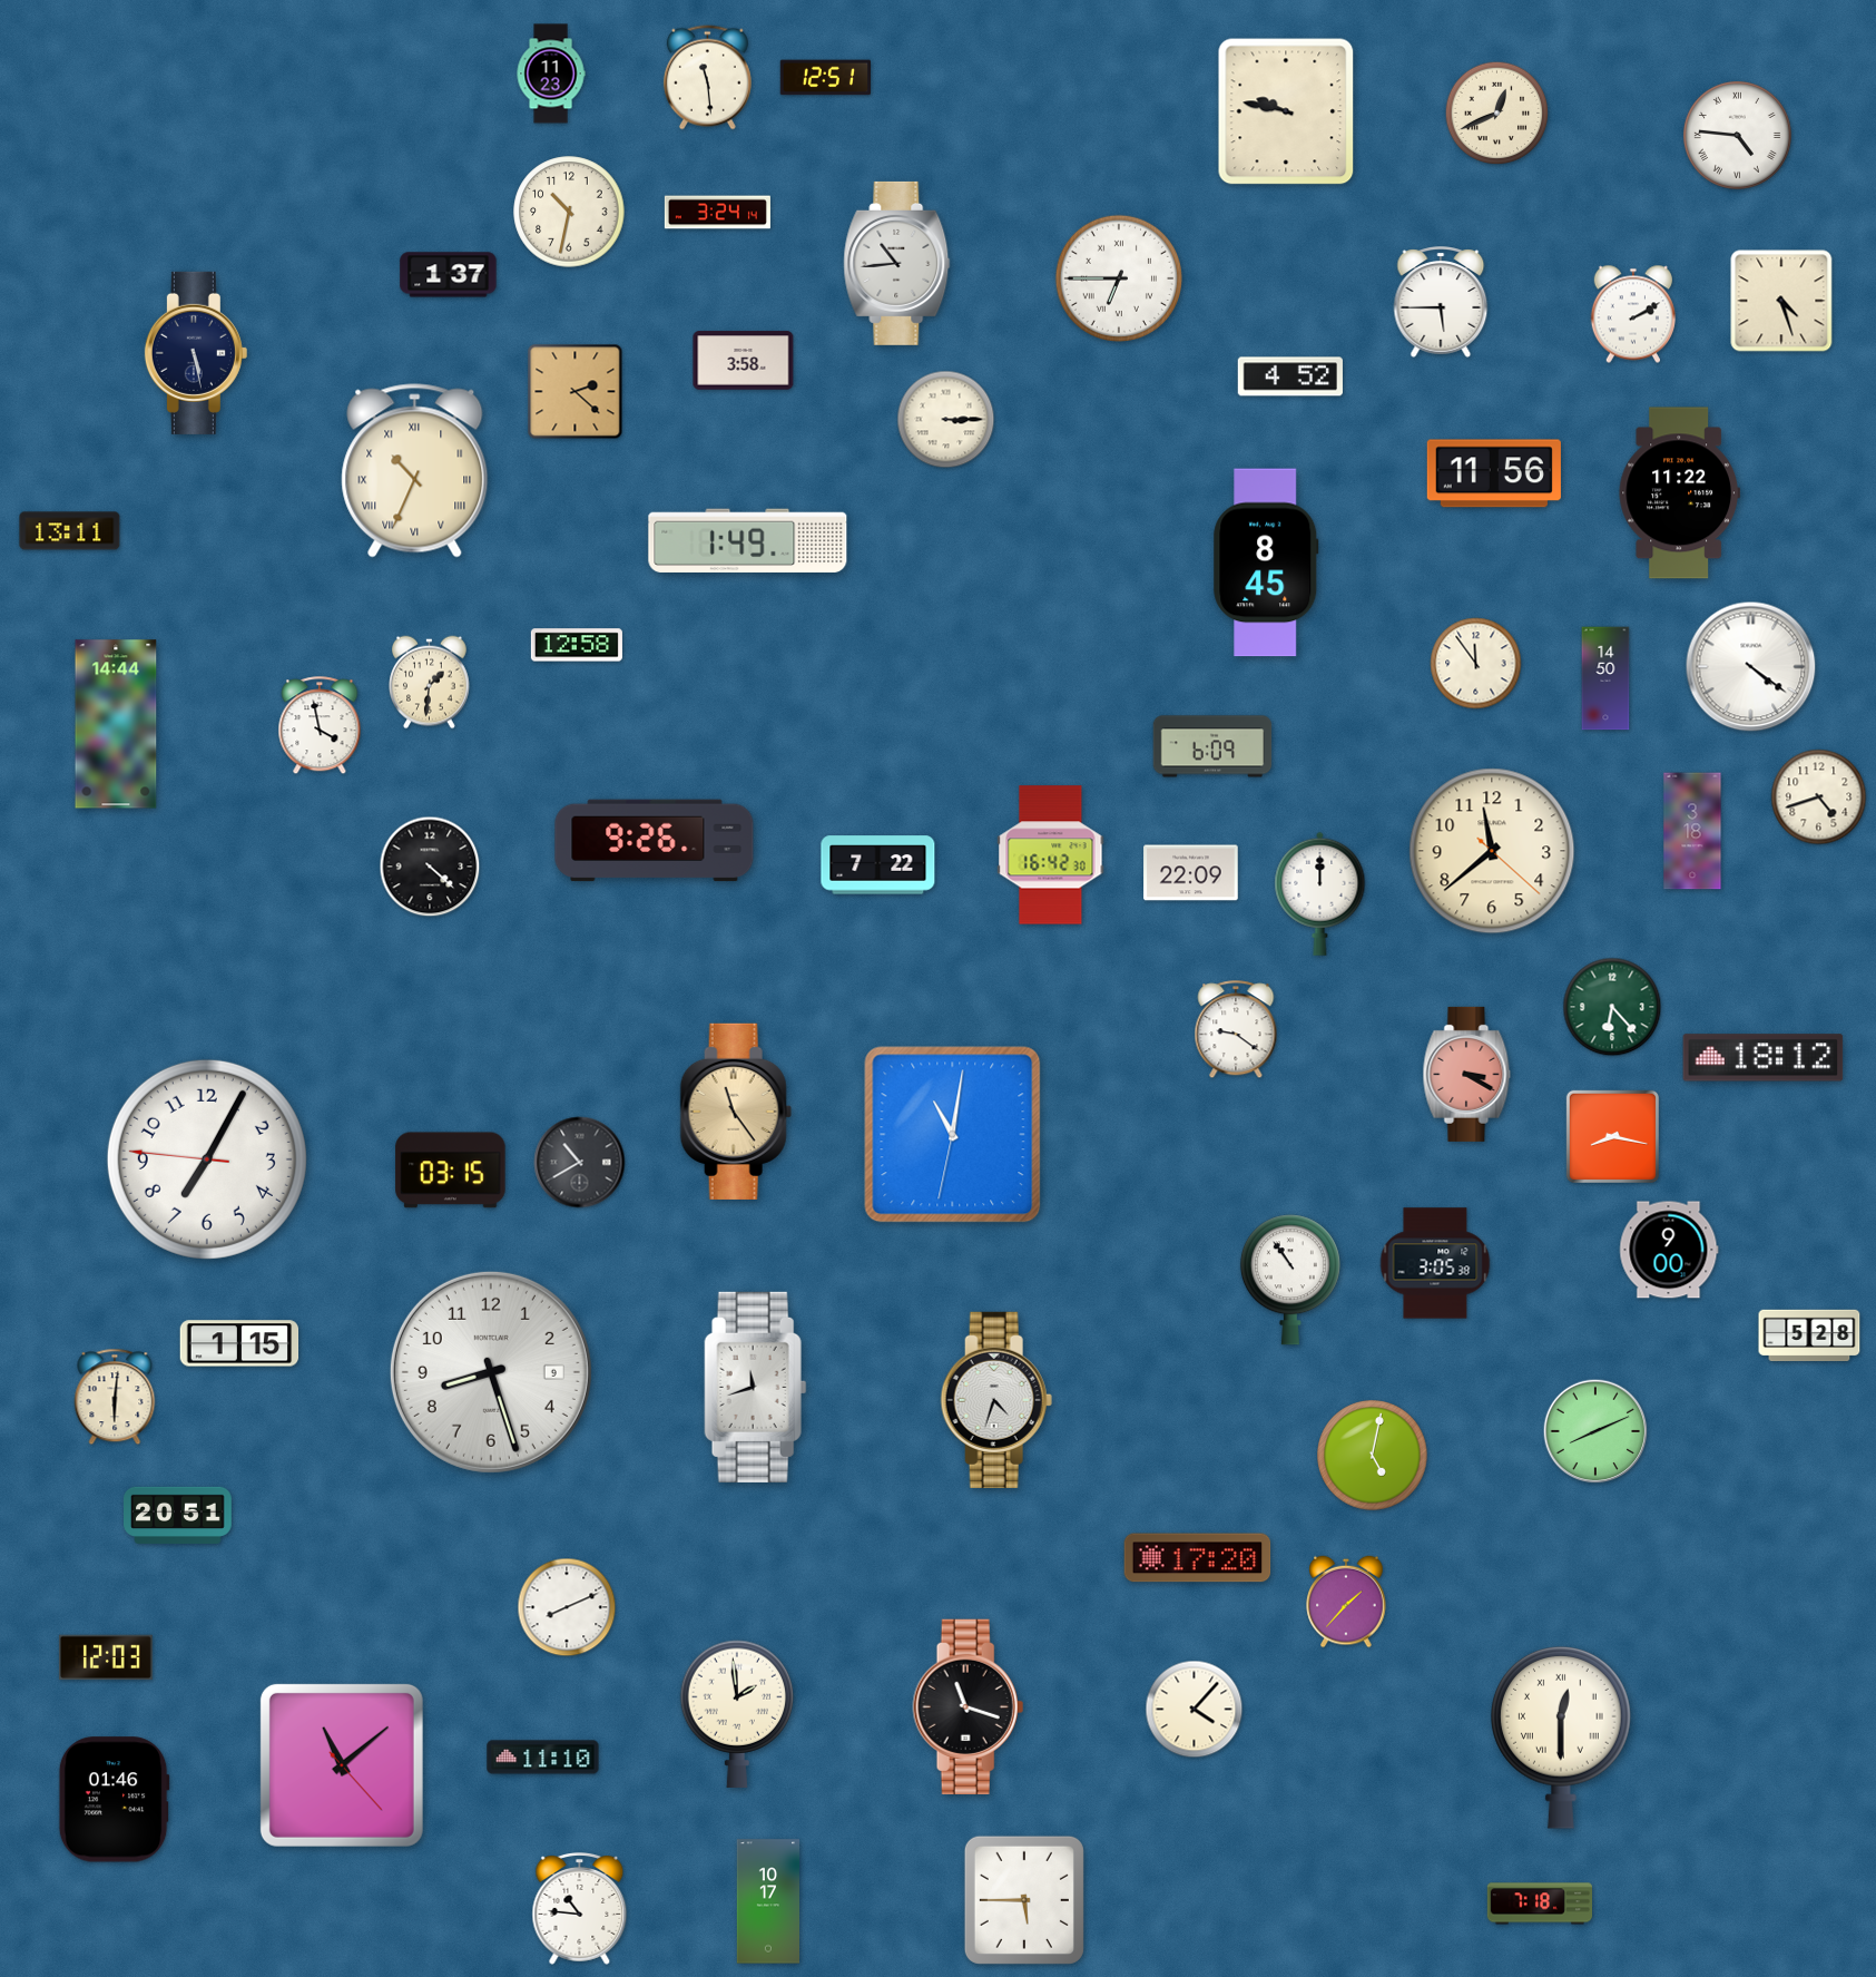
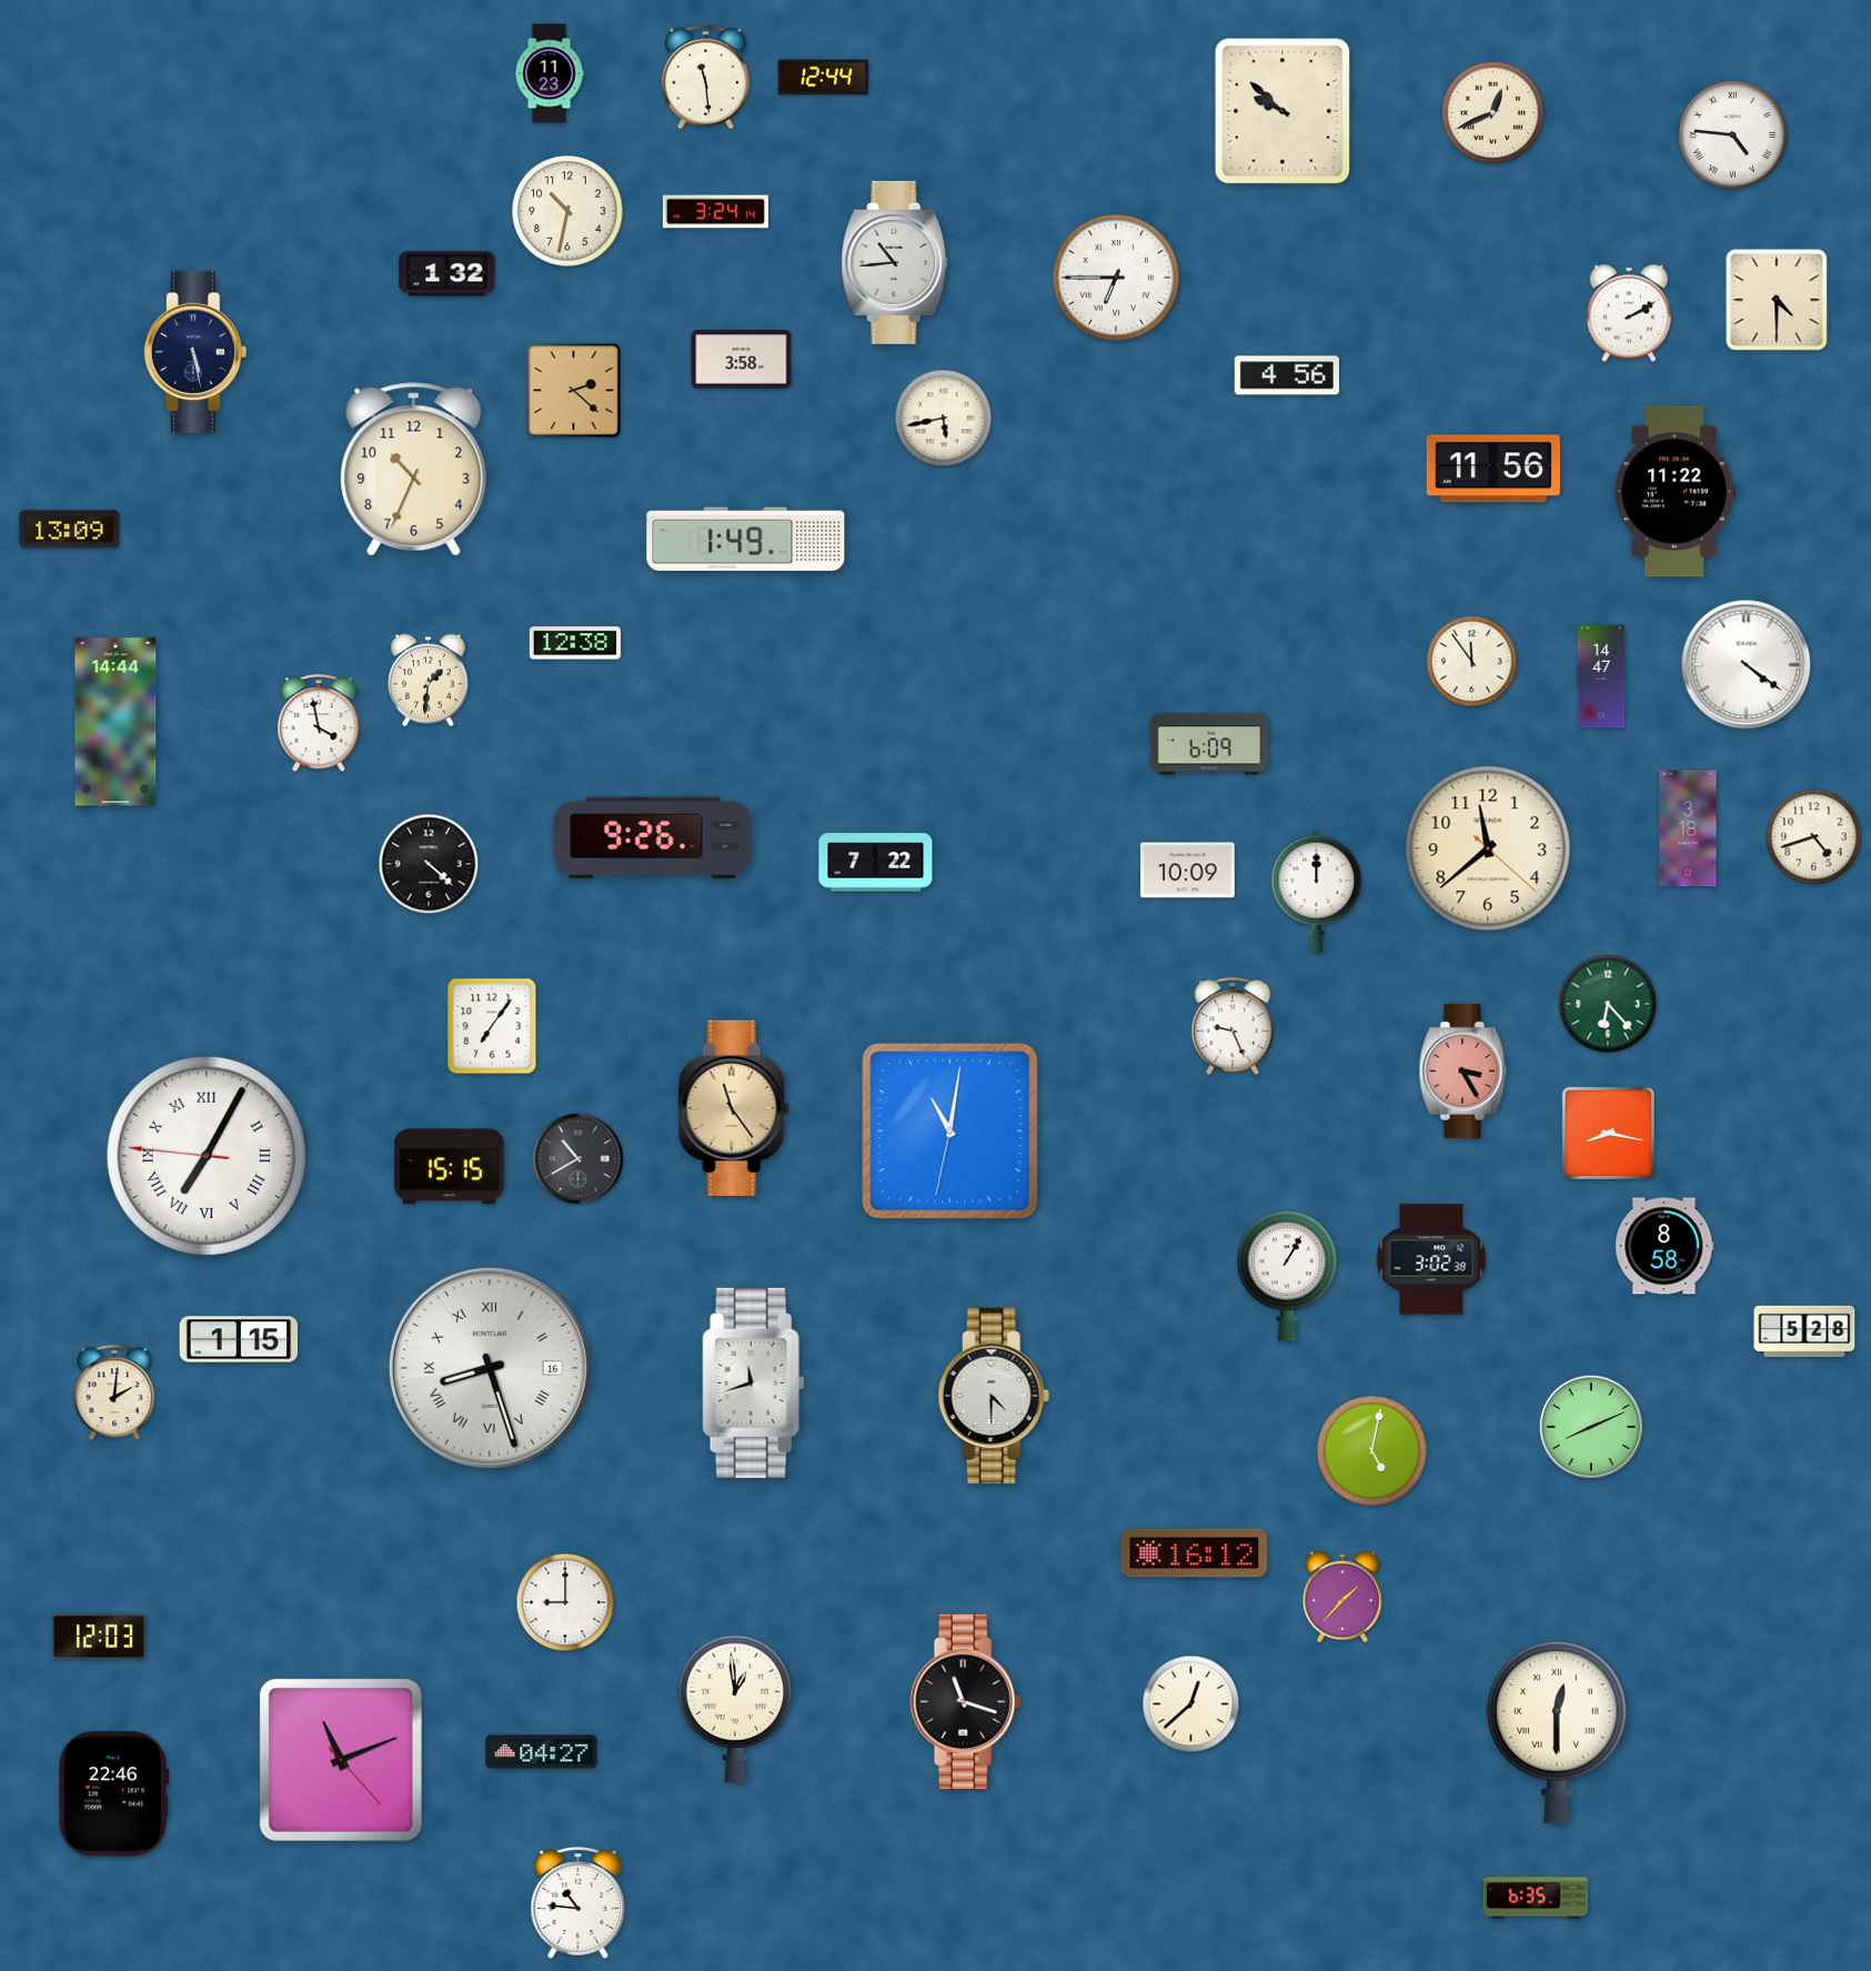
clock at (826, 78): 12:51 -> 12:44
clock at (1286, 111): 9:47 -> 9:52
clock at (449, 275): 1:37 -> 1:32
clock at (1781, 301): 4:27 -> 4:30
clock at (1441, 302): 5:45 -> none
clock at (1290, 376): 4:52 -> 4:56
clock at (946, 420): 3:15 -> 5:43
clock at (415, 471) numerals: Roman -> Arabic
clock at (1494, 473) position: (1494, 473) -> (1493, 469)
clock at (70, 531): 13:11 -> 13:09
clock at (1266, 562): 8:45 -> none
clock at (577, 645): 12:58 -> 12:38
clock at (1605, 678): 14:50 -> 14:47
clock at (1819, 797) position: (1819, 797) -> (1814, 837)
clock at (1051, 855): 16:42 -> none
clock at (1191, 873): 22:09 -> 10:09
clock at (492, 1026): none -> 7:06
clock at (1236, 1030): 9:21 -> 9:26
clock at (1764, 1058): 18:12 -> none
clock at (1467, 1074): 3:20 -> 3:25
clock at (207, 1159) numerals: Arabic -> Roman
clock at (451, 1171): 03:15 -> 15:15
clock at (1669, 1250): 9:00 -> 8:58
clock at (1435, 1263): 3:05 -> 3:02
clock at (1290, 1280): 10:54 -> 1:05
clock at (491, 1372) date: 9 -> 16
clock at (491, 1372) numerals: Arabic -> Roman
clock at (115, 1397): 6:01 -> 2:01
clock at (996, 1400): 4:33 -> 4:30
clock at (1373, 1456) position: (1373, 1456) -> (1372, 1451)
clock at (178, 1515): 20:51 -> none
clock at (1198, 1558): 17:20 -> 16:12
clock at (567, 1607): 8:11 -> 9:00
clock at (106, 1657) position: (106, 1657) -> (99, 1637)
clock at (1195, 1710): 4:07 -> 12:38
clock at (737, 1714): 1:59 -> 12:59
clock at (543, 1758): 11:10 -> 04:27
clock at (342, 1765): 11:08 -> 11:11
clock at (114, 1800): 01:46 -> 22:46
clock at (1024, 1900): 5:45 -> none
clock at (768, 1901): 10:17 -> none
clock at (1539, 1903): 7:18 -> 6:35
